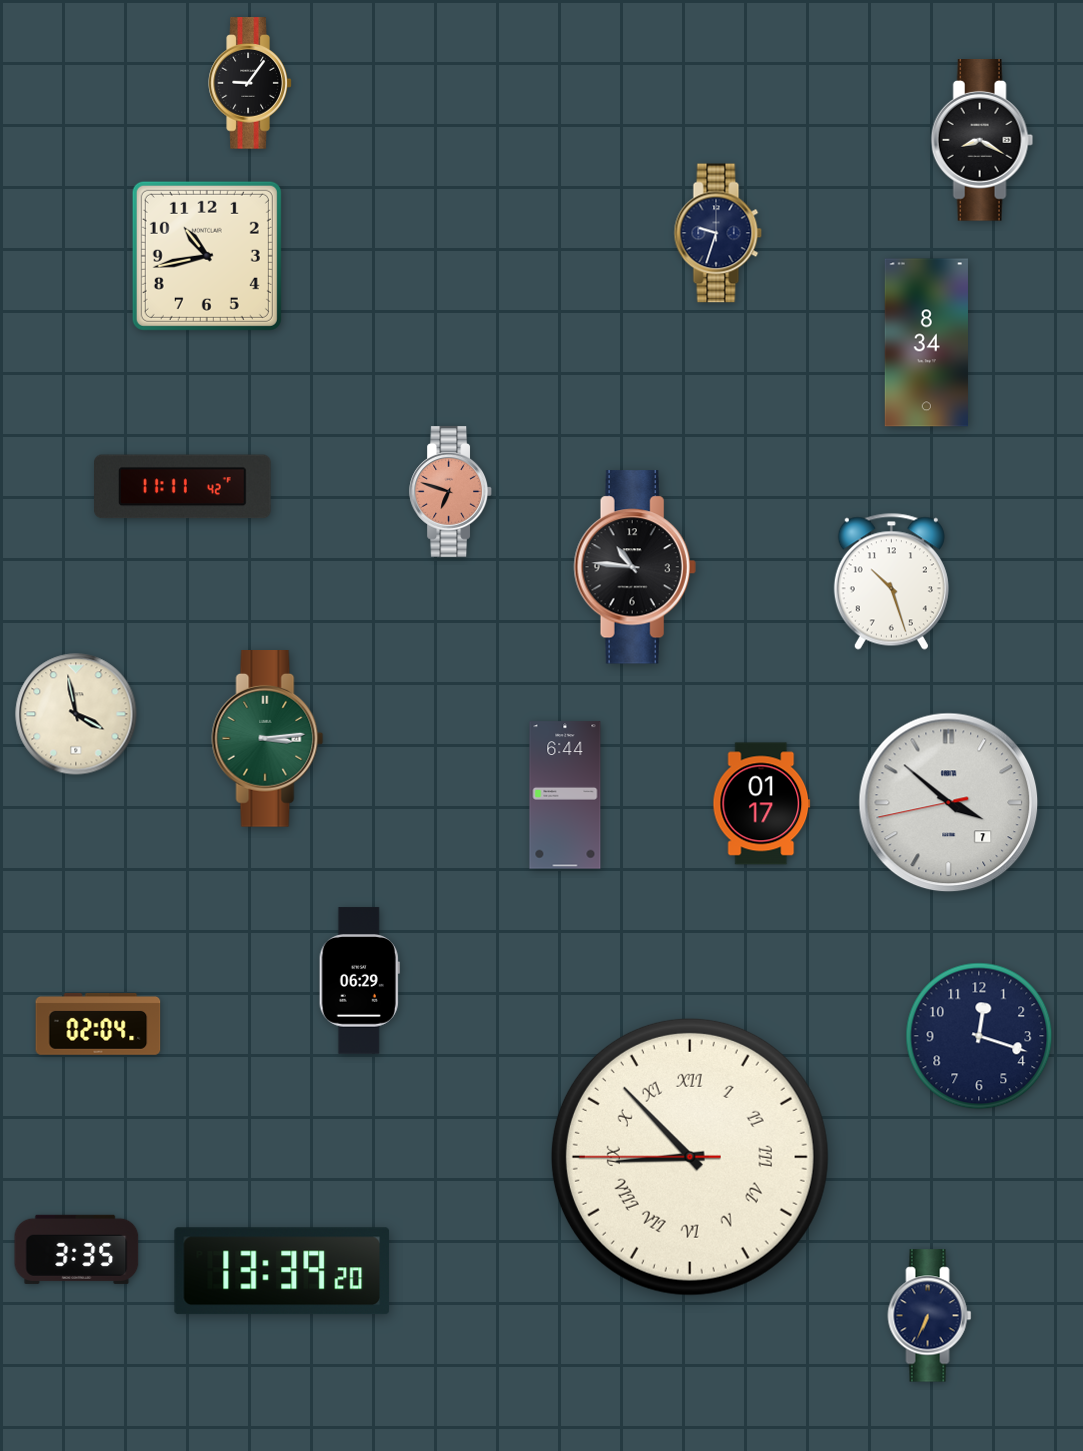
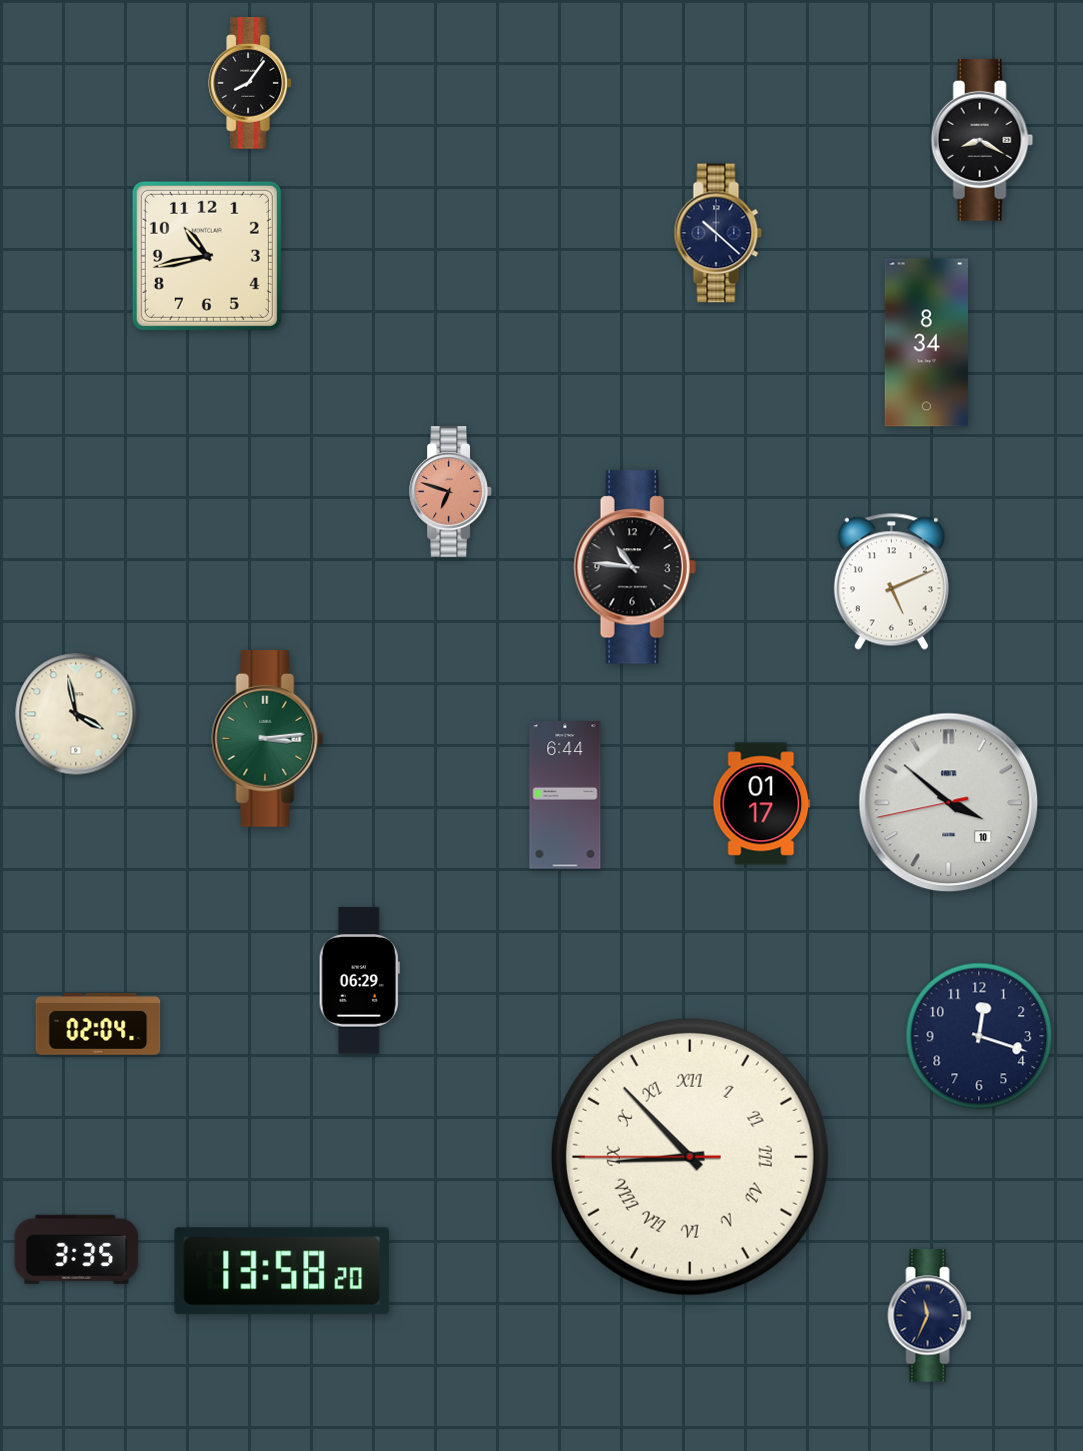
clock at (250, 83): 9:06 -> 8:06
clock at (718, 233): 9:33 -> 10:22
clock at (183, 487): 11:11 -> none
clock at (891, 581): 10:27 -> 5:11
clock at (949, 803) date: 7 -> 10
clock at (282, 1271): 13:39 -> 13:58
clock at (930, 1316): 6:34 -> 11:34
